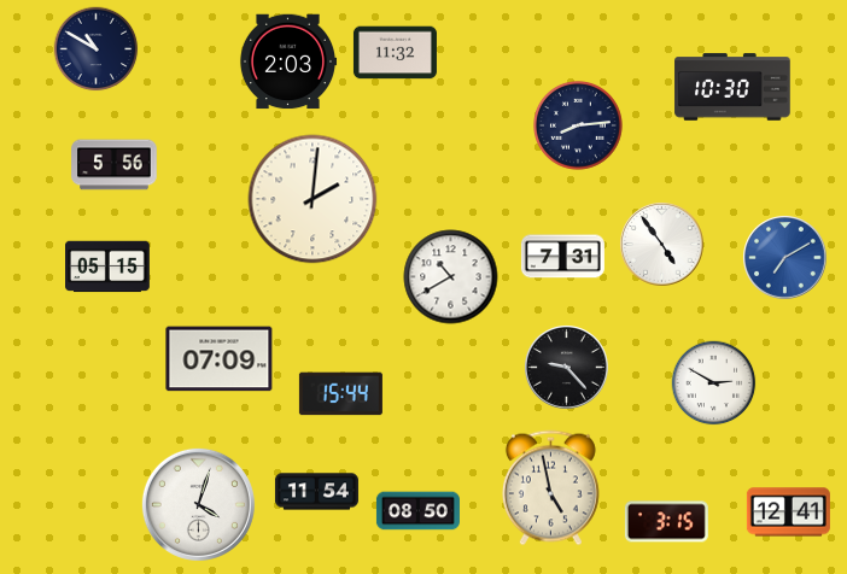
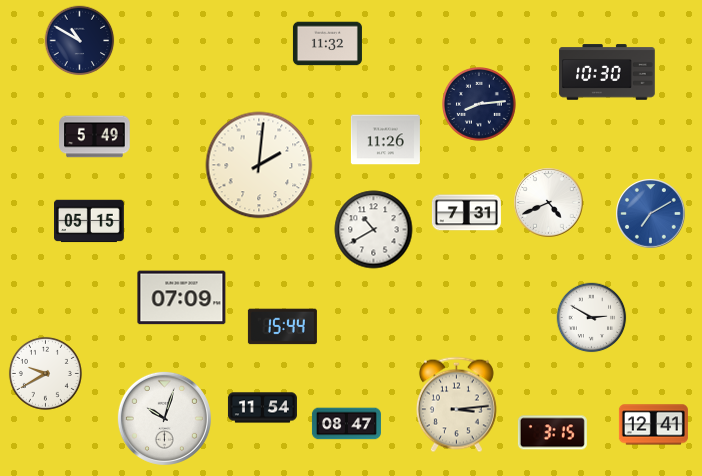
clock at (288, 61): 2:03 -> none
clock at (115, 165): 5:56 -> 5:49
clock at (385, 140): none -> 11:26
clock at (662, 245): 4:54 -> 4:41
clock at (567, 368): 9:23 -> none
clock at (45, 373): none -> 9:40
clock at (550, 488): 4:58 -> 3:14
clock at (198, 504): 4:03 -> 10:03
clock at (417, 511): 08:50 -> 08:47
